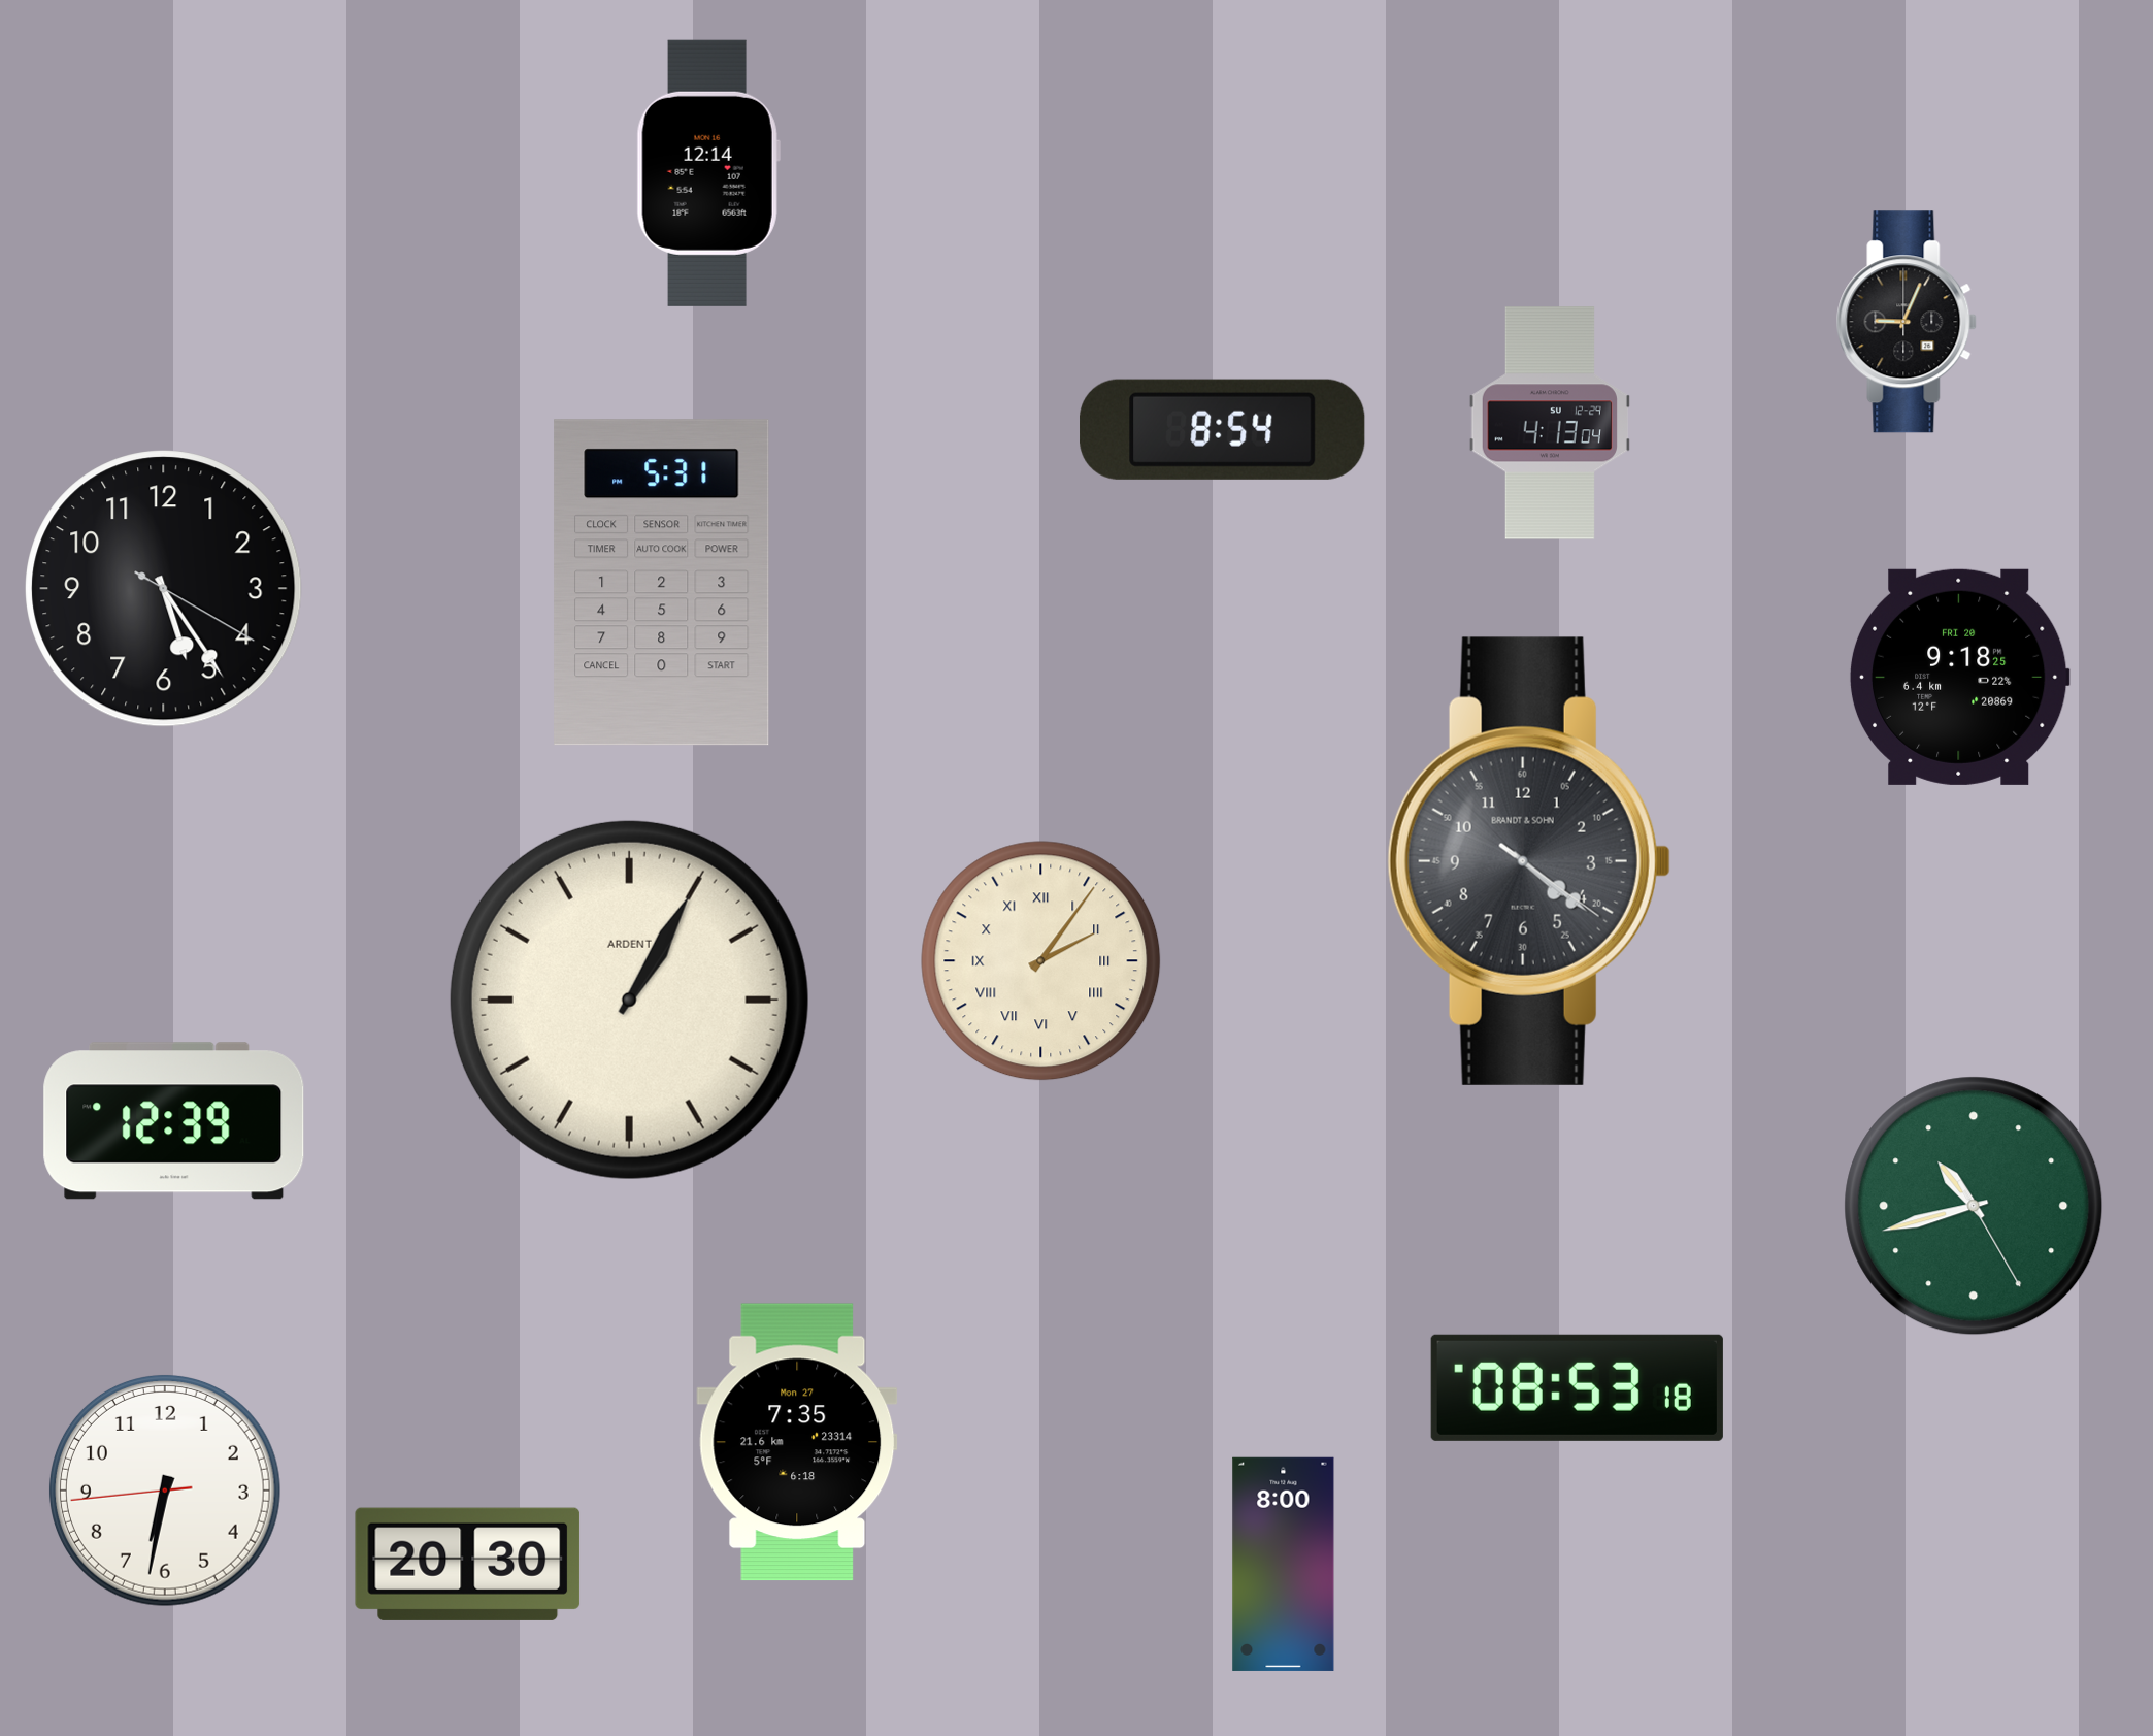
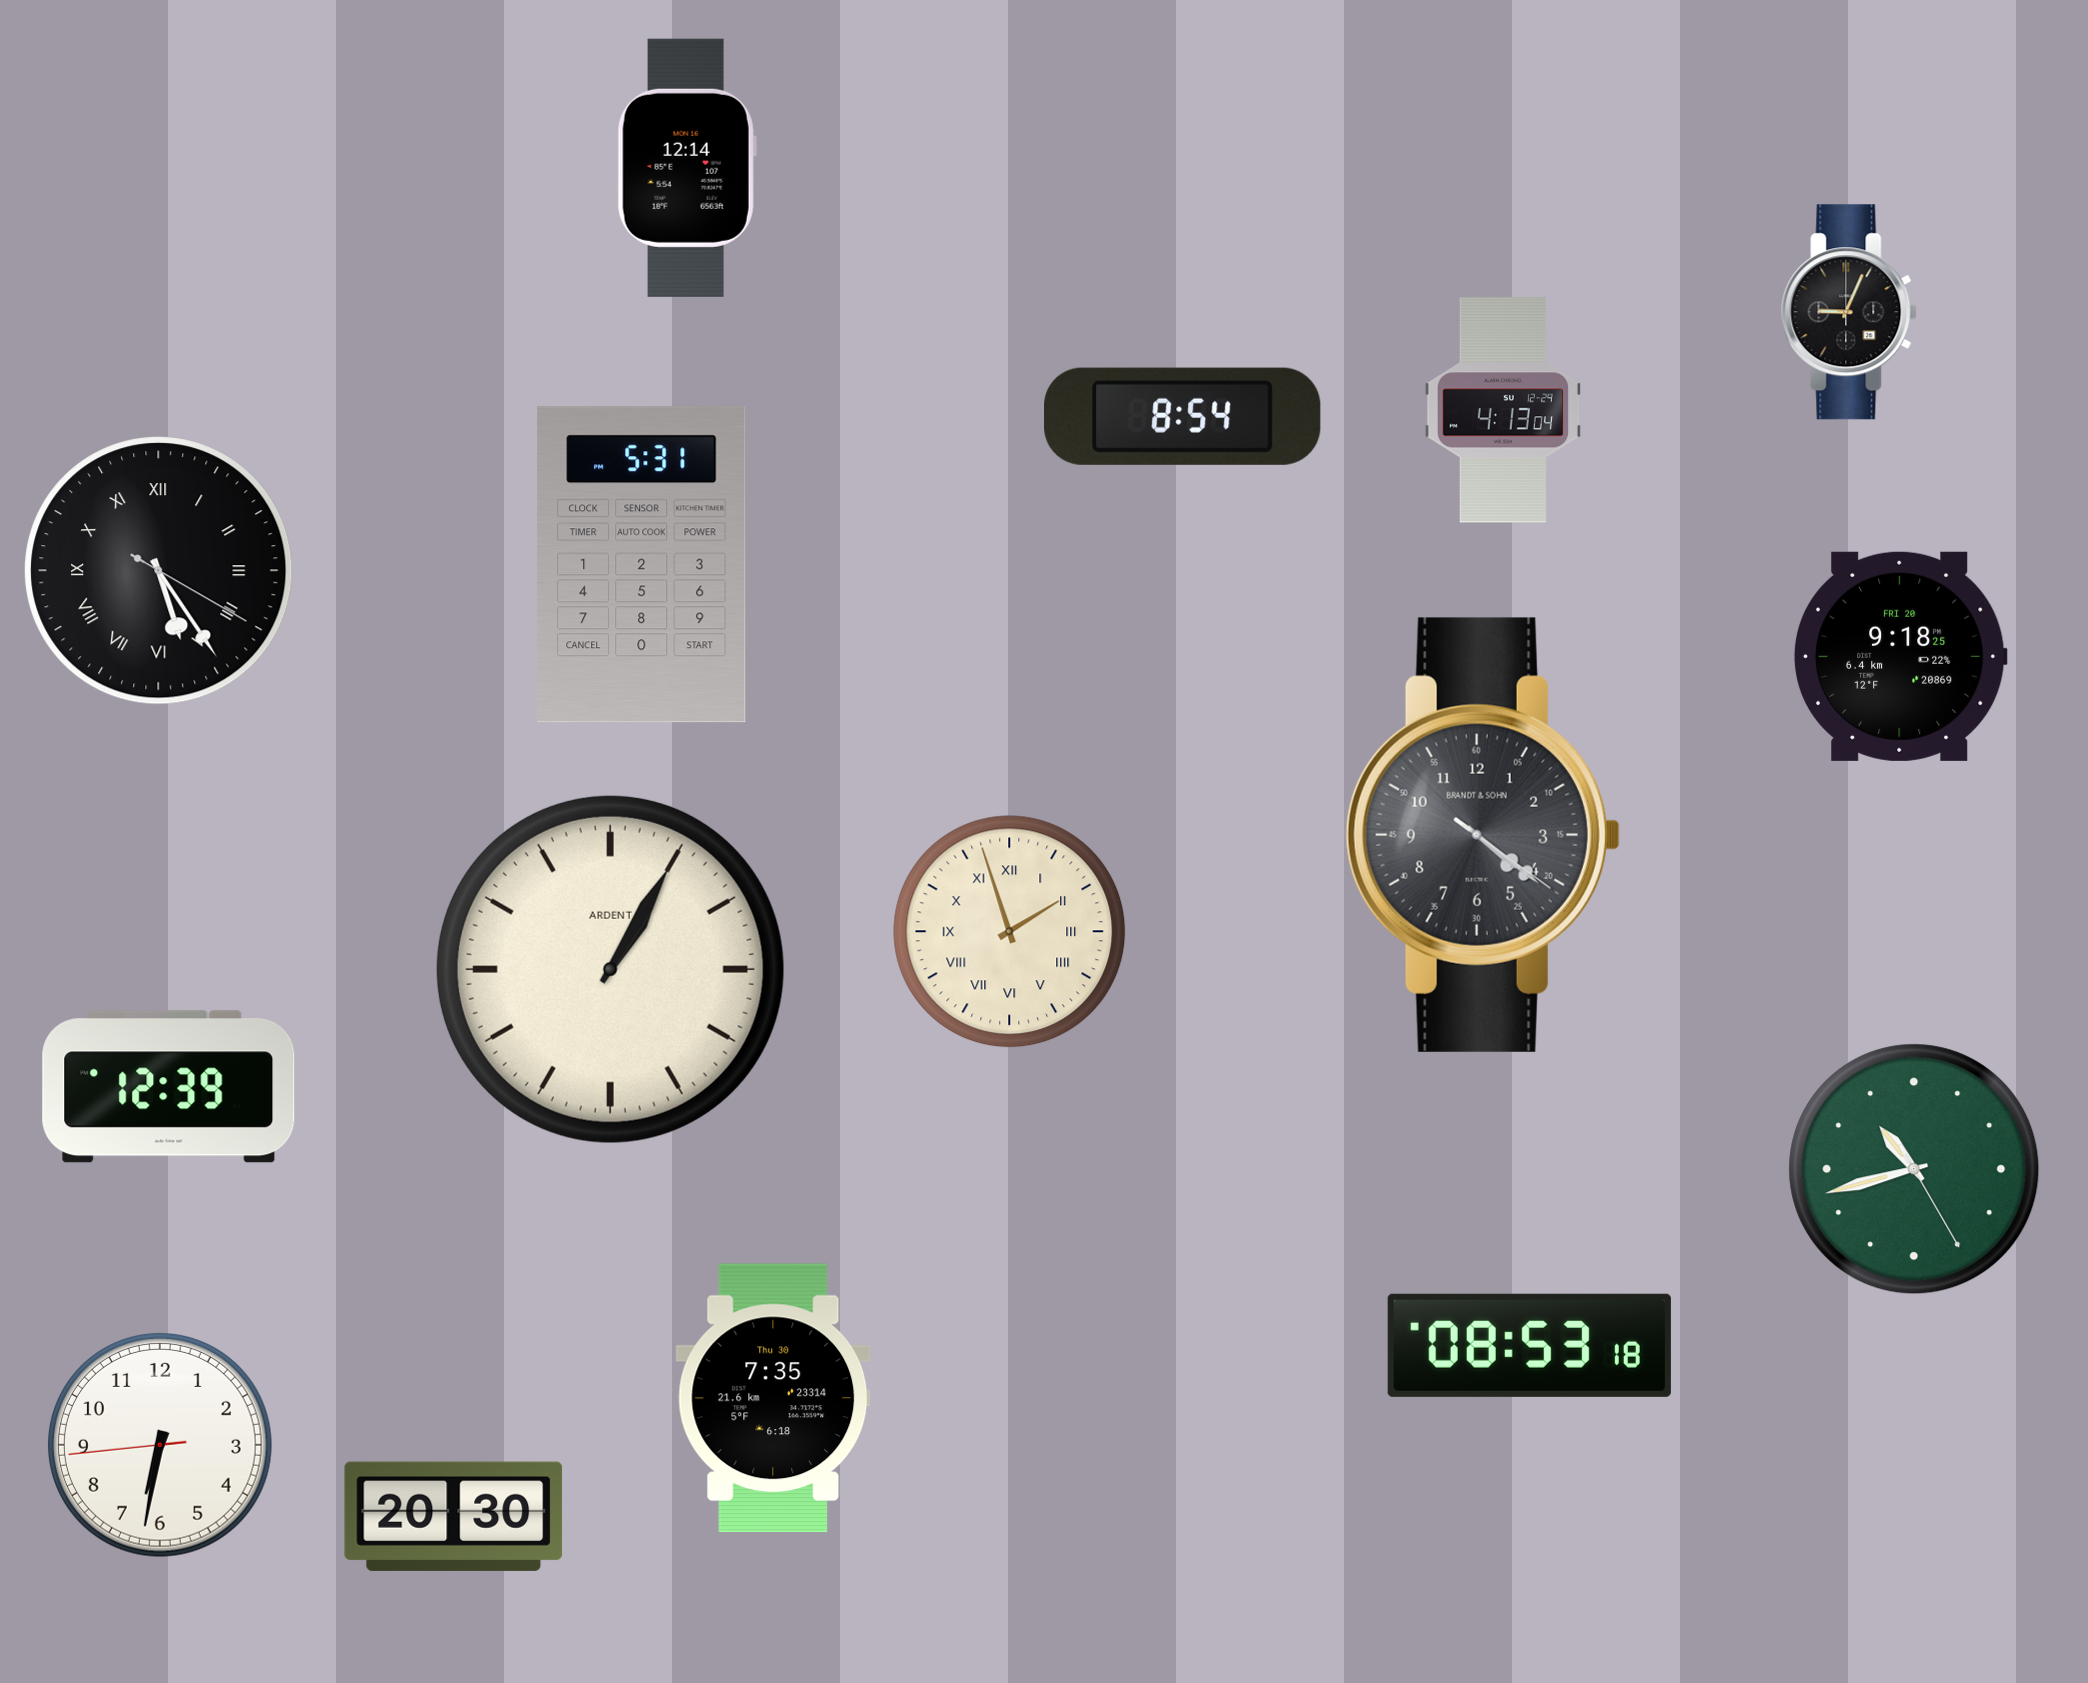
clock at (1223, 429) position: (1223, 429) -> (1183, 416)
clock at (164, 589) numerals: Arabic -> Roman
clock at (1041, 961): 2:06 -> 1:57
clock at (797, 1442) date: Mon 27 -> Thu 30
clock at (1284, 1564): 8:00 -> none
